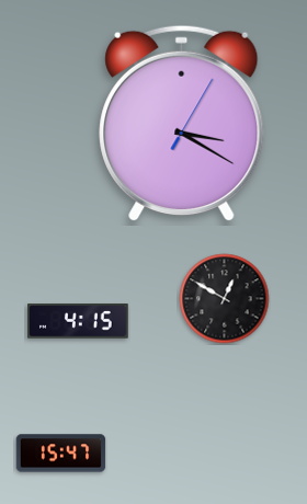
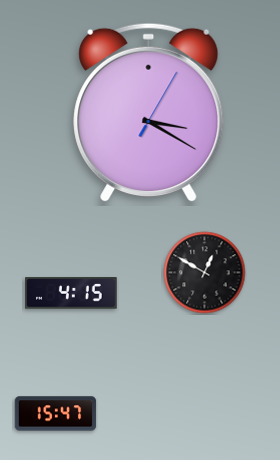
clock at (182, 124) position: (182, 124) -> (149, 113)
